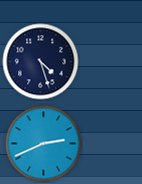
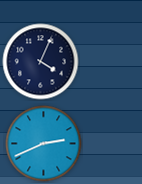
clock at (41, 62): 4:27 -> 4:04
